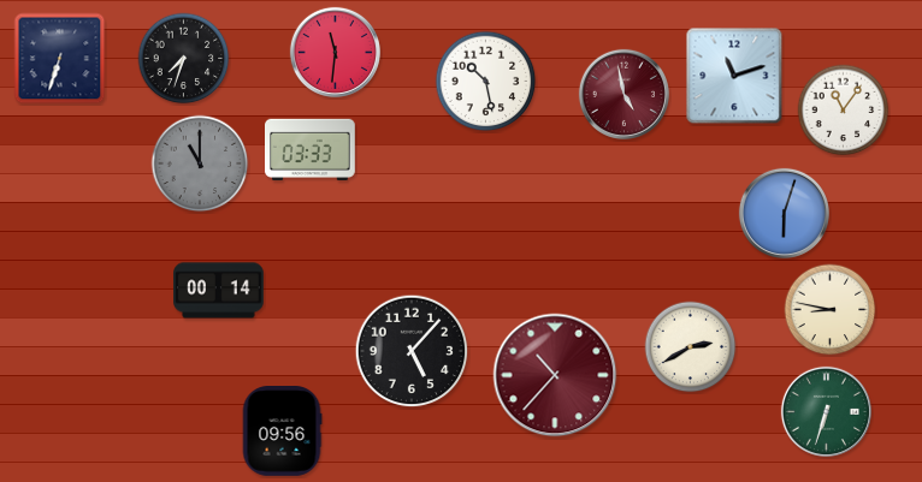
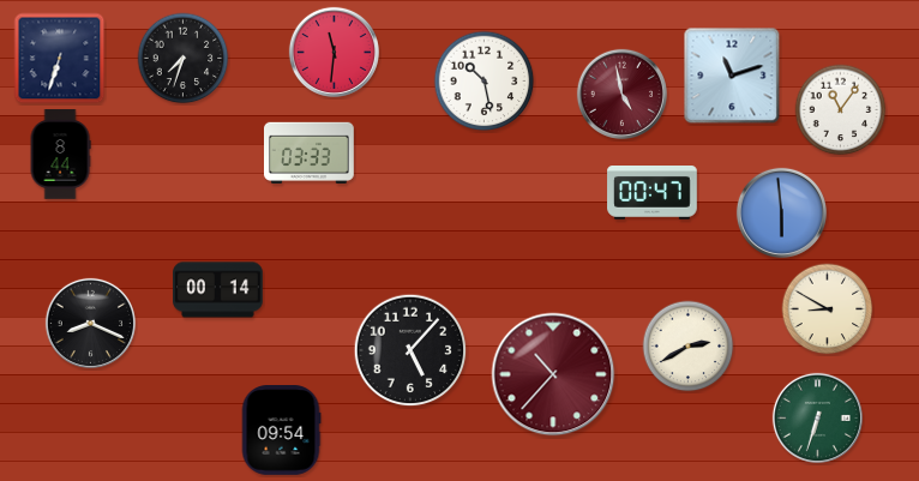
clock at (311, 149) position: (311, 149) -> (310, 152)
clock at (60, 155): none -> 8:44
clock at (200, 163): 11:00 -> none
clock at (653, 193): none -> 00:47
clock at (784, 213): 6:03 -> 5:59
clock at (831, 310): 8:47 -> 8:50
clock at (90, 323): none -> 8:19
clock at (826, 411) position: (826, 411) -> (817, 417)
clock at (282, 432): 09:56 -> 09:54
